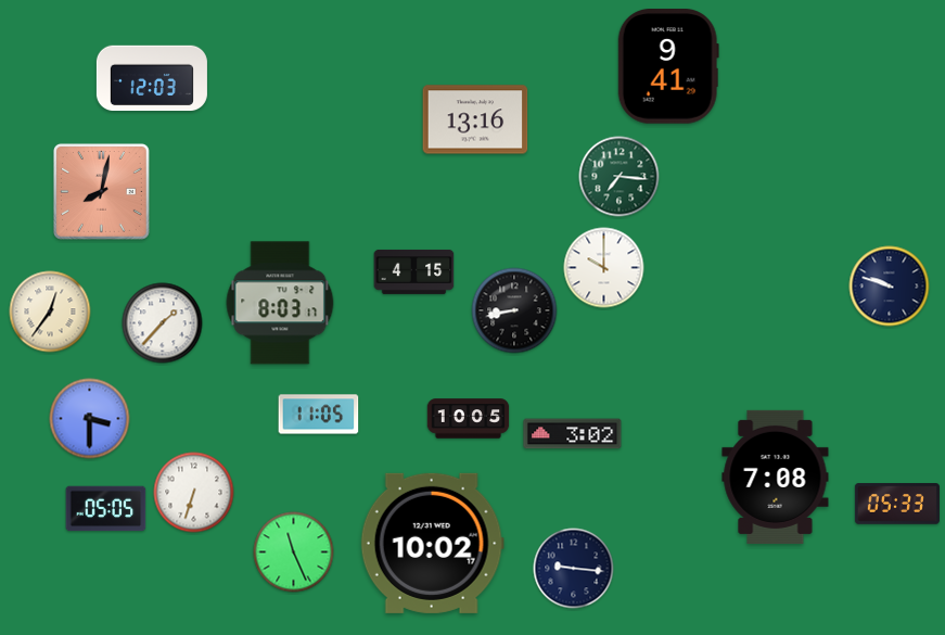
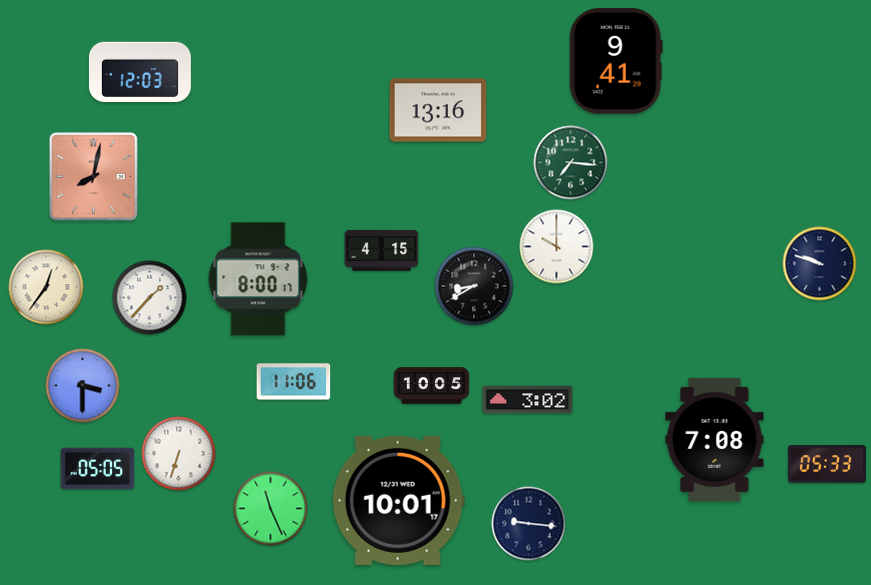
clock at (280, 303): 8:03 -> 8:00
clock at (514, 310): 8:43 -> 8:40
clock at (319, 415): 11:05 -> 11:06
clock at (432, 543): 10:02 -> 10:01
